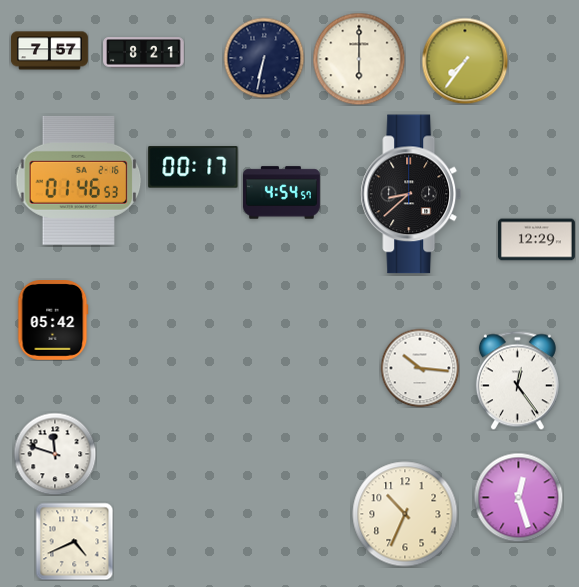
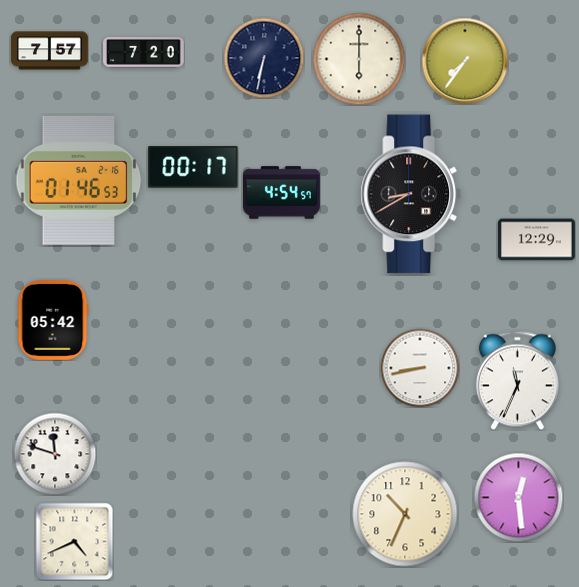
clock at (144, 53): 8:21 -> 7:20
clock at (411, 194): 8:38 -> 8:40
clock at (420, 368): 10:16 -> 8:43
clock at (517, 380): 12:24 -> 11:34
clock at (518, 497): 12:27 -> 12:29
